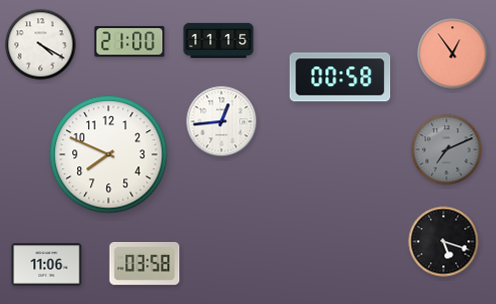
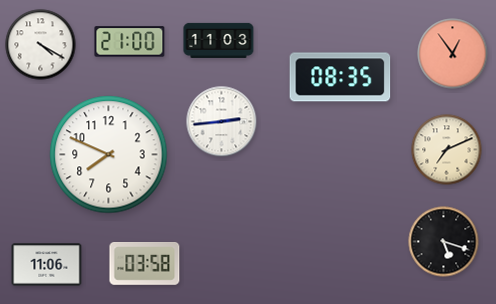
clock at (219, 40): 11:15 -> 11:03
clock at (340, 77): 00:58 -> 08:35
clock at (222, 122): 12:44 -> 2:44
clock at (447, 150) dial: grey -> cream
